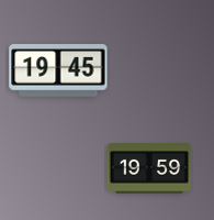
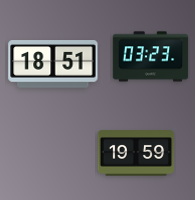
clock at (151, 57): none -> 03:23
clock at (58, 70): 19:45 -> 18:51
